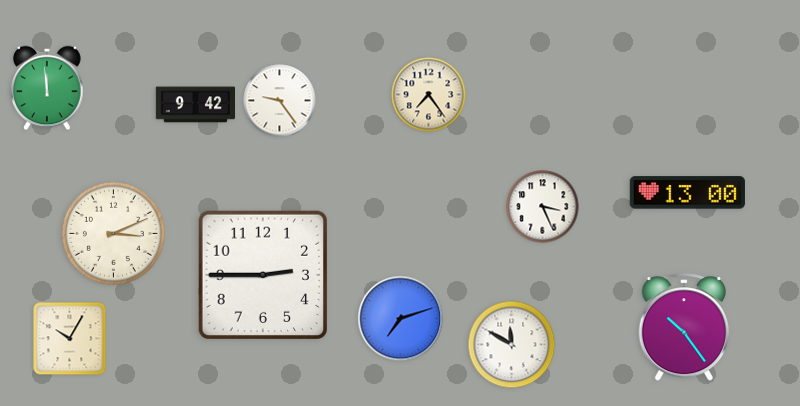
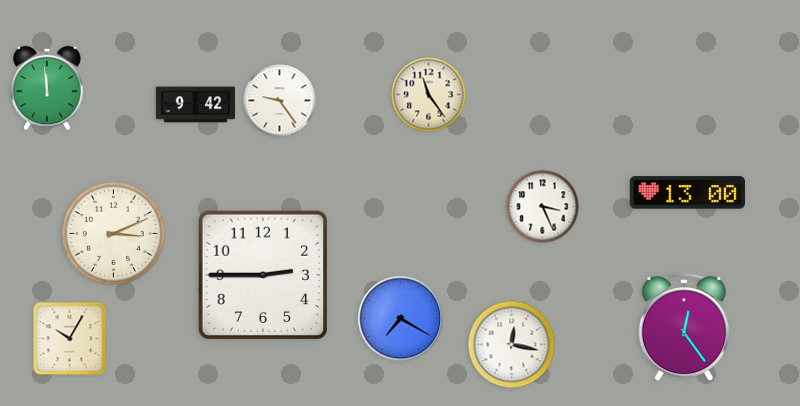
clock at (429, 95): 7:24 -> 11:24
clock at (401, 319): 7:12 -> 7:20
clock at (684, 328): 10:24 -> 12:24
clock at (512, 345): 11:50 -> 12:17
